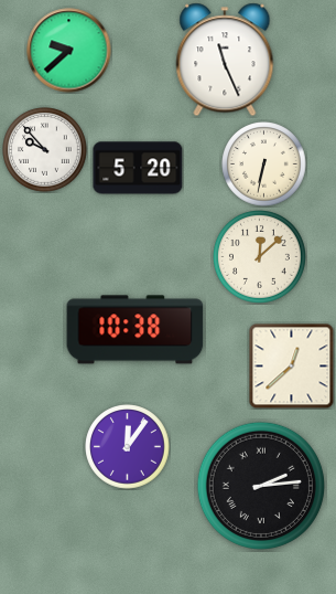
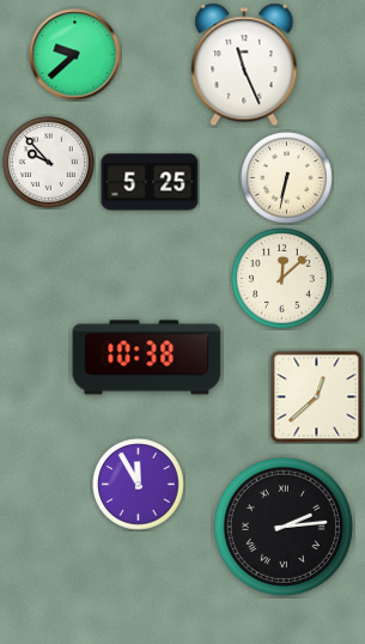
clock at (138, 168): 5:20 -> 5:25
clock at (128, 447): 12:06 -> 11:55
